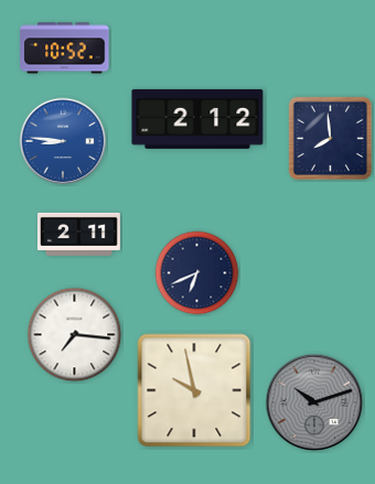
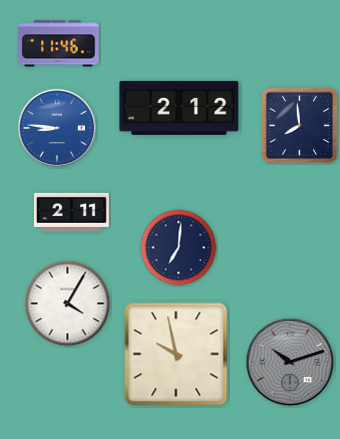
clock at (65, 49): 10:52 -> 11:46
clock at (197, 273): 6:41 -> 7:01
clock at (75, 335): 7:16 -> 4:05
clock at (314, 402) position: (314, 402) -> (290, 362)
